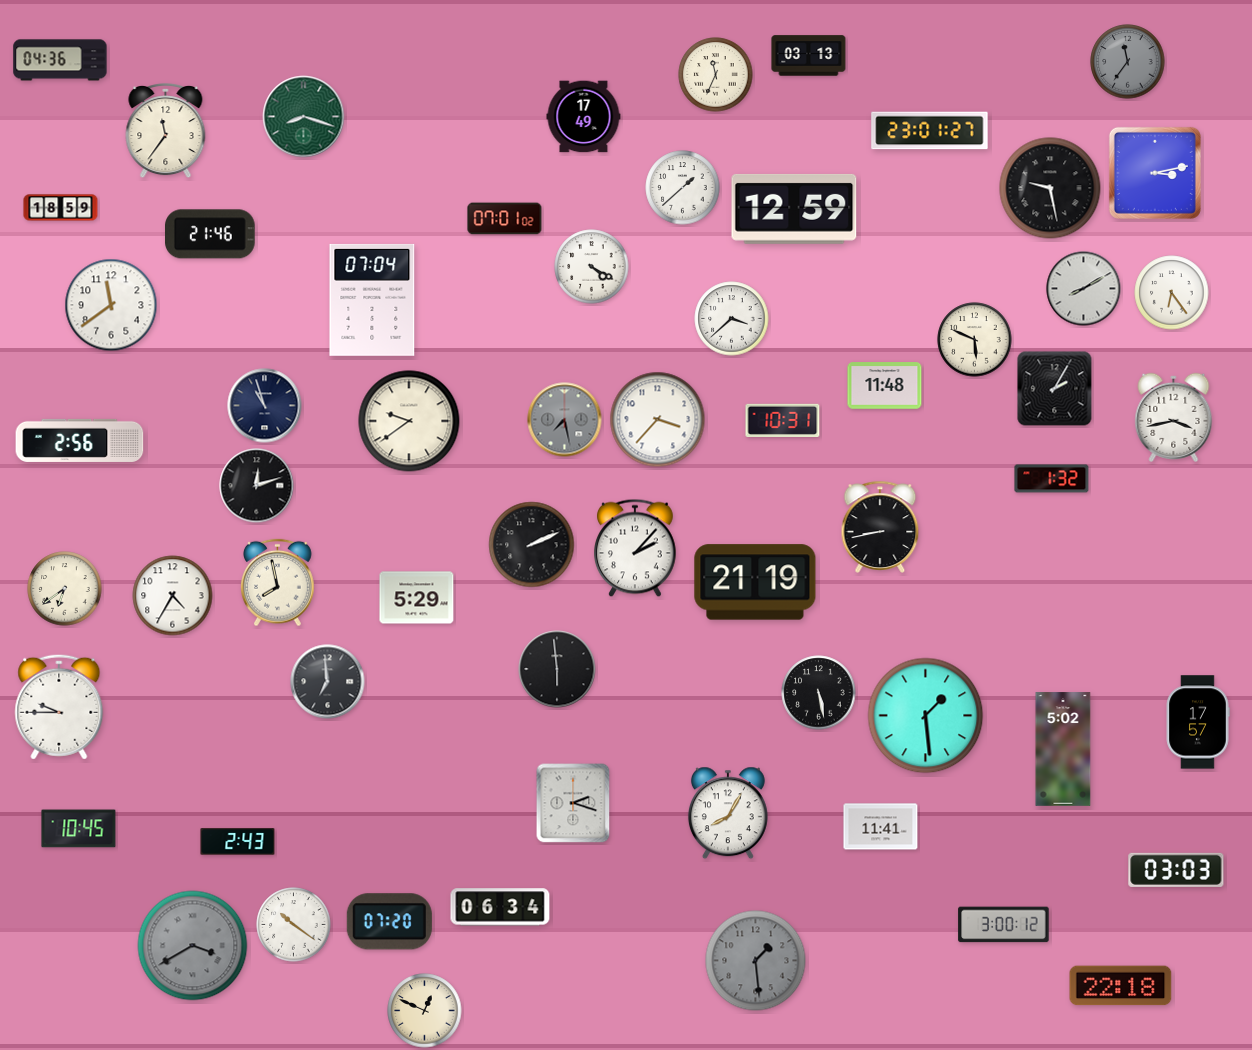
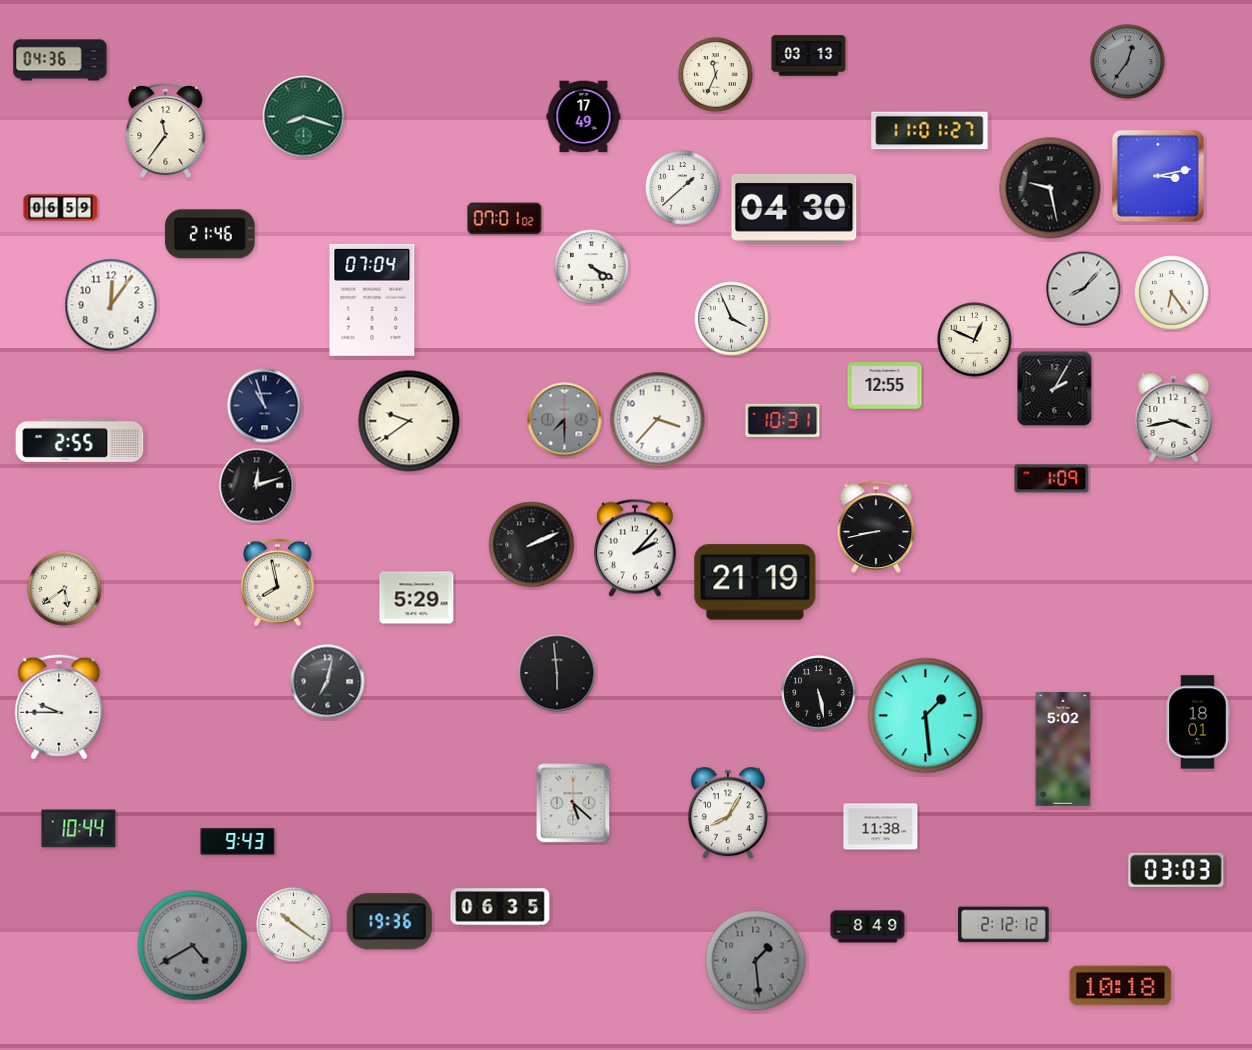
clock at (1128, 62): 11:36 -> 12:36
clock at (930, 131): 23:01 -> 11:01
clock at (1155, 173) position: (1155, 173) -> (1158, 176)
clock at (61, 208): 18:59 -> 06:59
clock at (794, 209): 12:59 -> 04:30
clock at (1084, 289): 8:10 -> 8:07
clock at (111, 305): 11:39 -> 12:06
clock at (732, 319): 3:38 -> 3:56
clock at (975, 340): 5:49 -> 12:49
clock at (885, 386): 11:48 -> 12:55
clock at (565, 420): 7:28 -> 7:30
clock at (80, 440): 2:56 -> 2:55
clock at (1052, 479): 1:32 -> 1:09
clock at (880, 527) position: (880, 527) -> (876, 527)
clock at (65, 589): 6:39 -> 5:39
clock at (173, 596): 4:35 -> none
clock at (557, 669) position: (557, 669) -> (557, 673)
clock at (328, 682): 6:59 -> 7:02
clock at (1198, 722): 17:57 -> 18:01
clock at (573, 803): 2:18 -> 5:22
clock at (881, 827): 11:41 -> 11:38
clock at (79, 829): 10:45 -> 10:44
clock at (238, 842): 2:43 -> 9:43
clock at (500, 907): 06:34 -> 06:35
clock at (389, 922): 07:20 -> 19:36
clock at (1004, 925): 3:00 -> 2:12
clock at (868, 927): none -> 8:49
clock at (193, 946): 3:40 -> 4:40
clock at (1121, 986): 22:18 -> 10:18
clock at (425, 1011): 12:49 -> none
